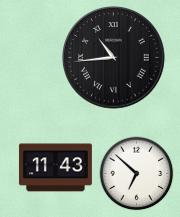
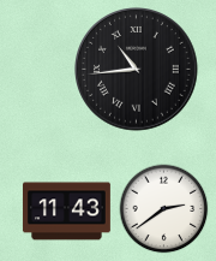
clock at (55, 168) position: (55, 168) -> (66, 212)
clock at (137, 174): 6:52 -> 2:39
